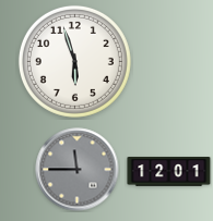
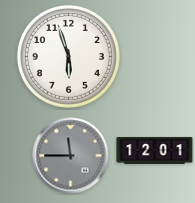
clock at (169, 172) position: (169, 172) -> (155, 151)
